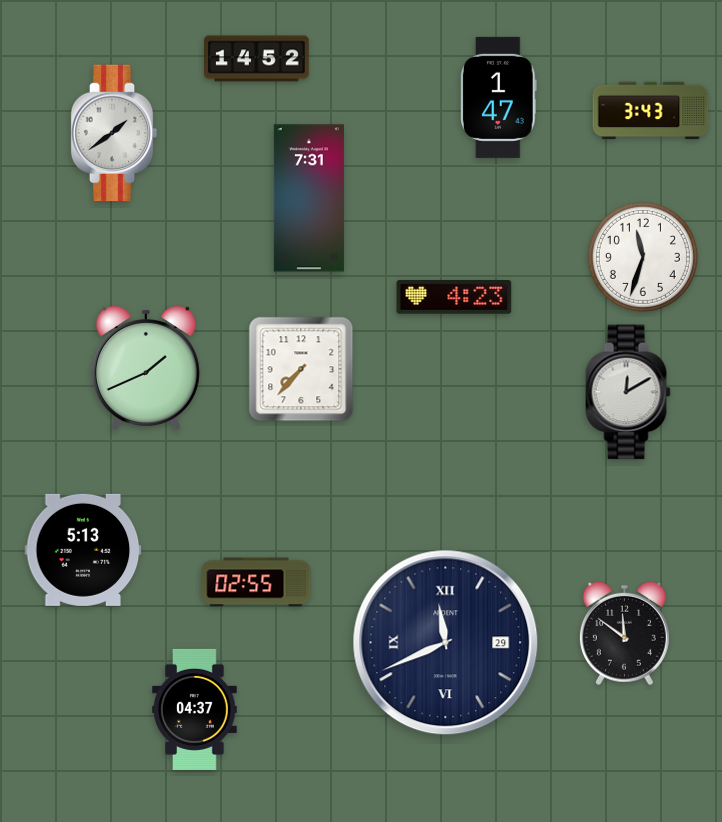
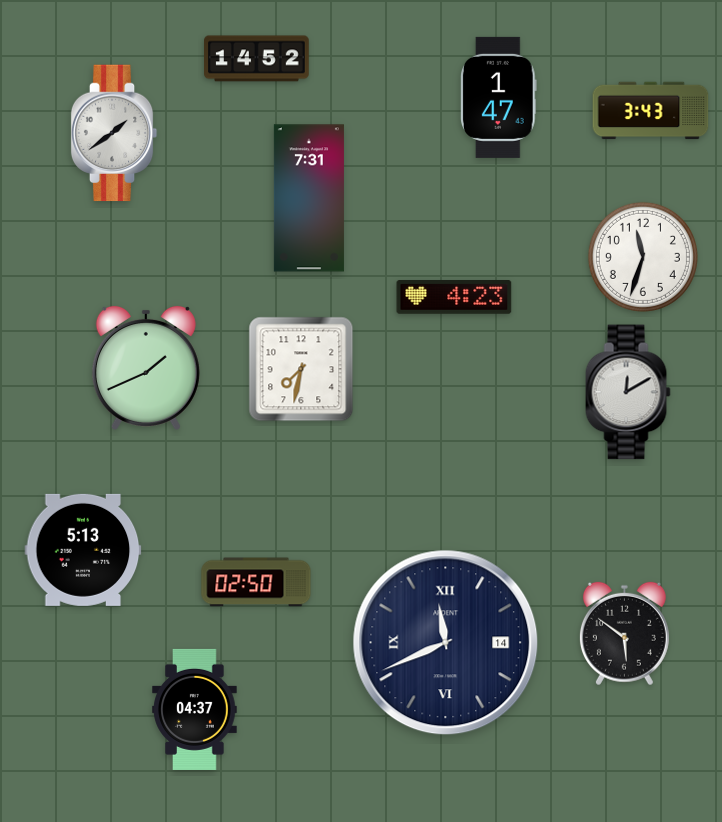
clock at (301, 369): 7:37 -> 7:32
clock at (256, 582): 02:55 -> 02:50
clock at (624, 634): 11:51 -> 5:51
clock at (446, 643) date: 29 -> 14
